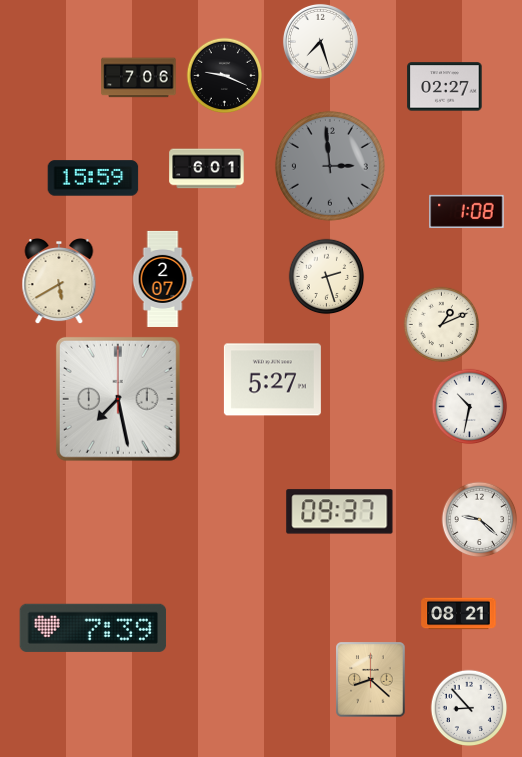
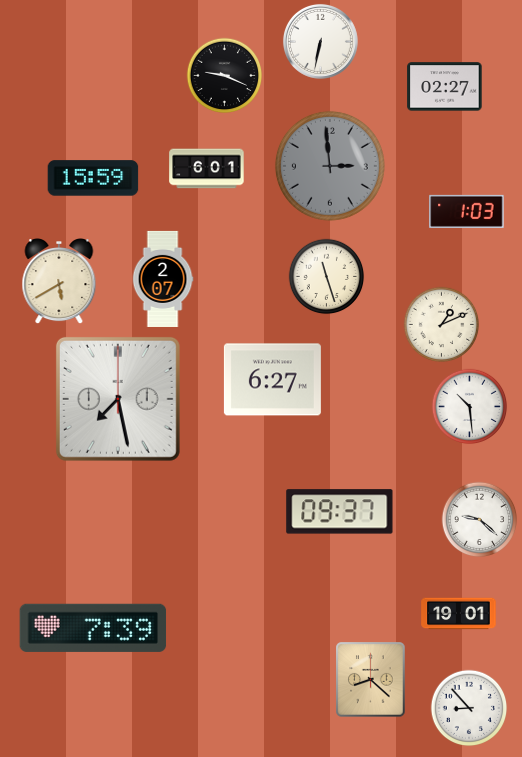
clock at (320, 41): 7:27 -> 6:32
clock at (139, 78): 7:06 -> none
clock at (467, 211): 1:08 -> 1:03
clock at (327, 277): 2:27 -> 11:27
clock at (272, 380): 5:27 -> 6:27
clock at (470, 407): 10:32 -> 10:29
clock at (459, 614): 08:21 -> 19:01
